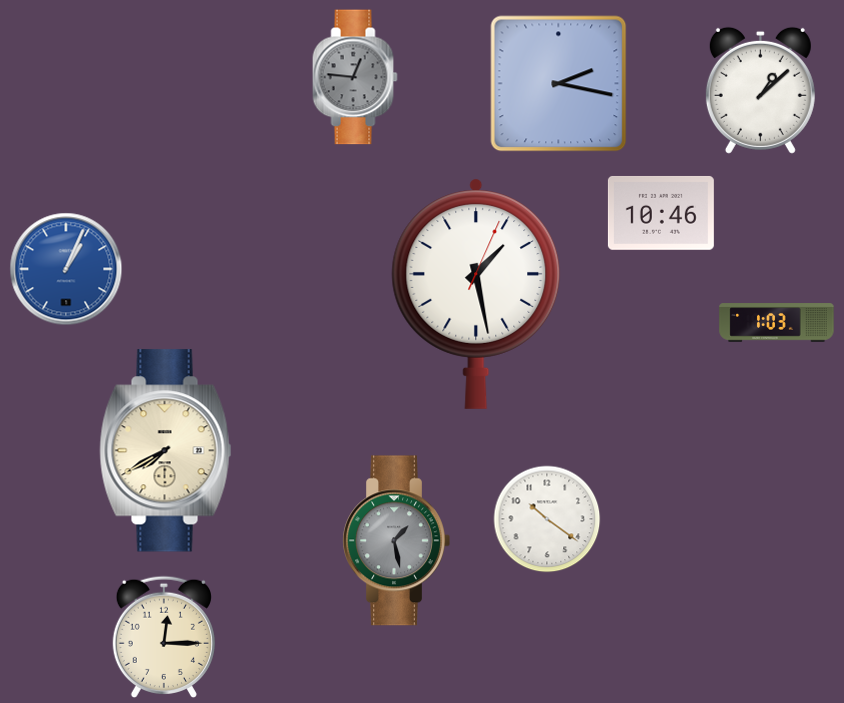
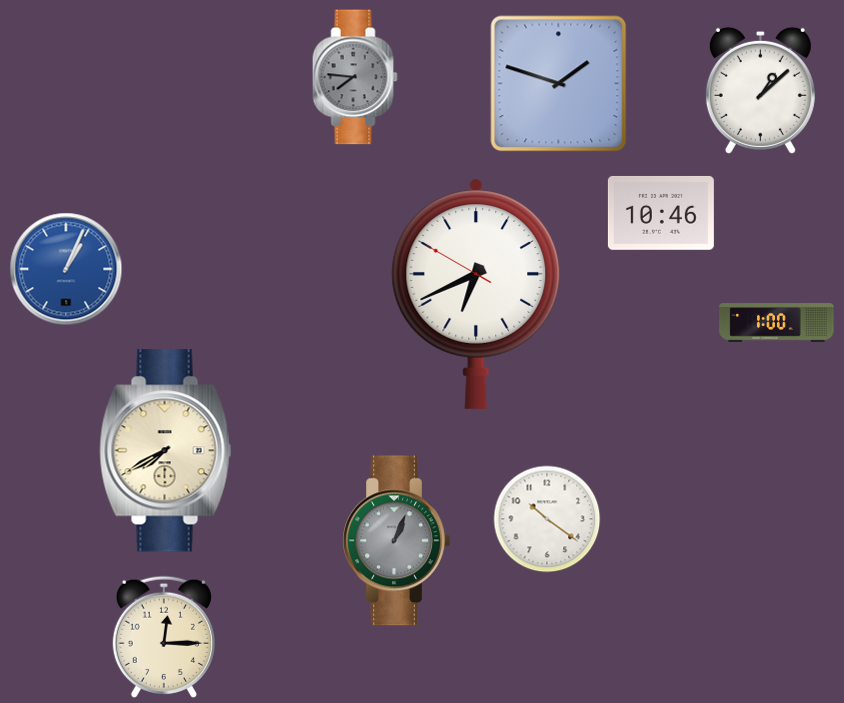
clock at (355, 77): 12:46 -> 7:46
clock at (559, 84): 2:17 -> 1:48
clock at (476, 294): 1:28 -> 6:40
clock at (777, 323): 1:03 -> 1:00
clock at (396, 541): 1:28 -> 1:04
